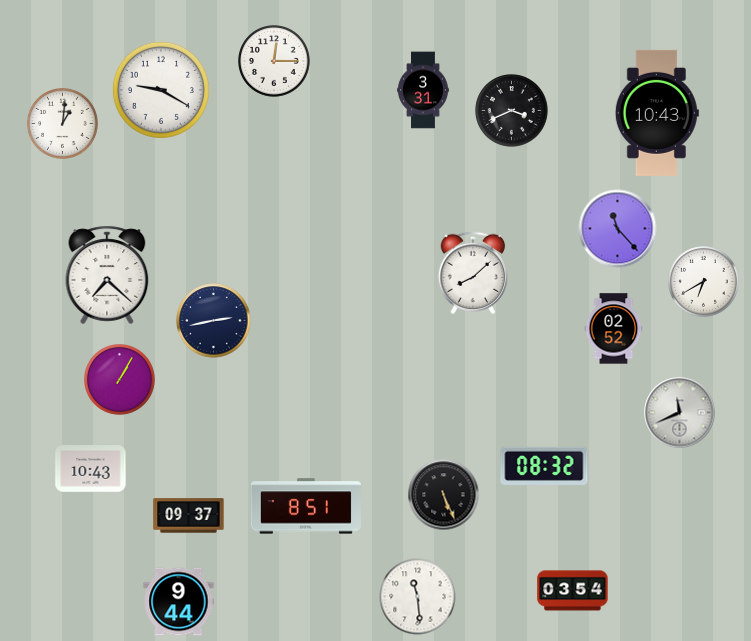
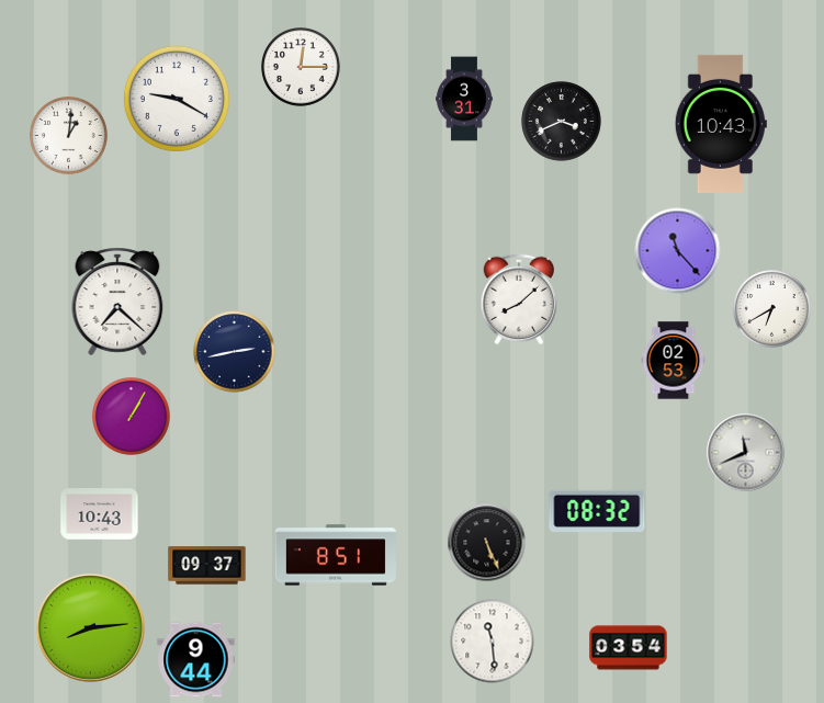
clock at (614, 329): 02:52 -> 02:53
clock at (90, 627): none -> 8:14
clock at (418, 597) position: (418, 597) -> (493, 642)
